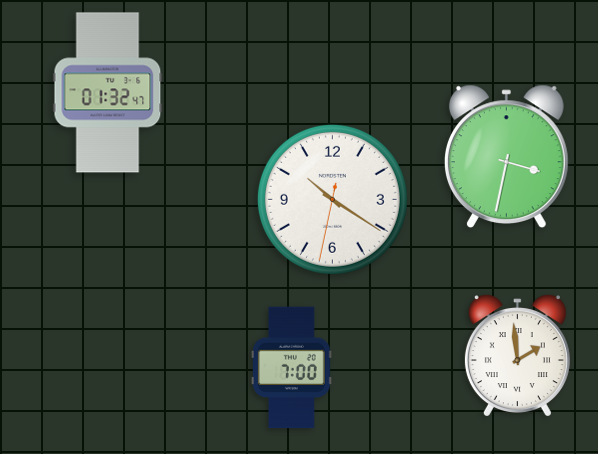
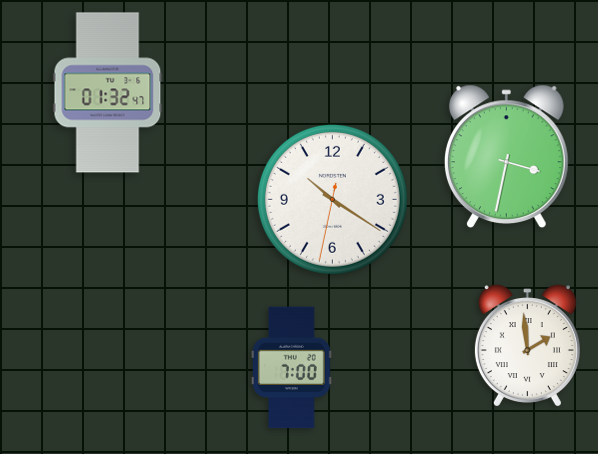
clock at (517, 355) position: (517, 355) -> (527, 345)
